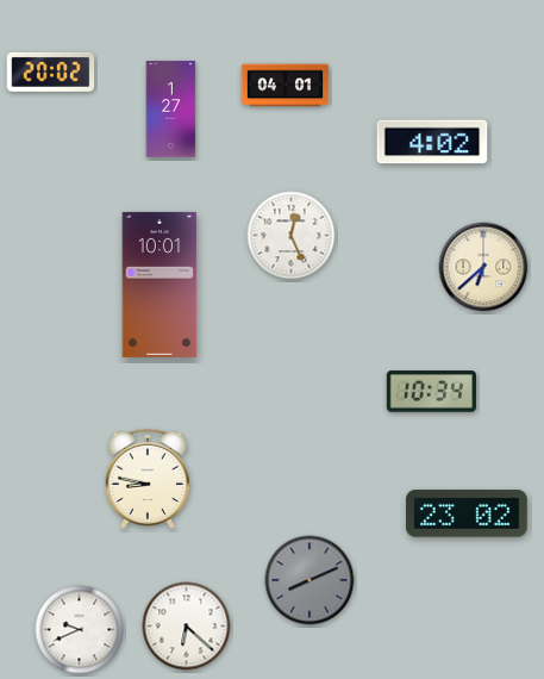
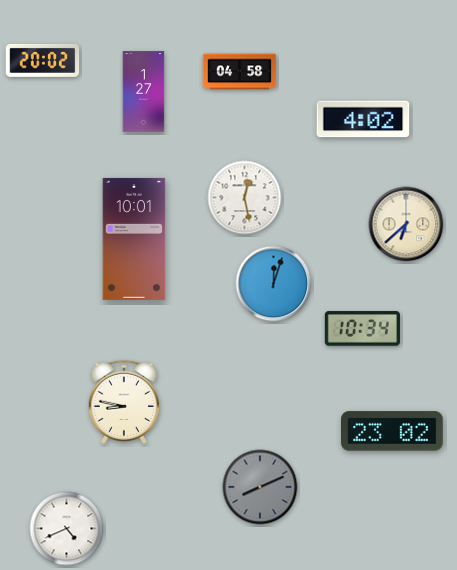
clock at (286, 86): 04:01 -> 04:58
clock at (292, 236): 12:26 -> 12:28
clock at (274, 284): none -> 12:03
clock at (187, 627): 6:22 -> none
clock at (80, 630): 9:41 -> 4:41
